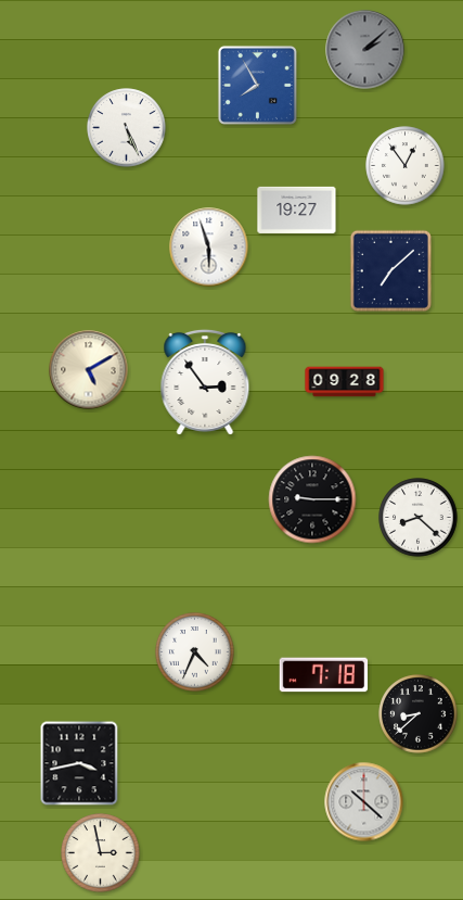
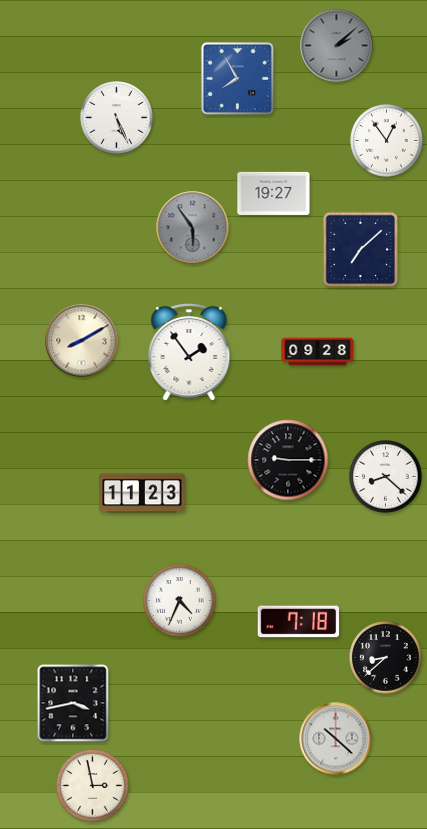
clock at (406, 166) position: (406, 166) -> (387, 141)
clock at (209, 248): 5:57 -> 5:54
clock at (209, 248) dial: white -> grey
clock at (89, 370): 5:10 -> 8:10
clock at (205, 381): 2:54 -> 1:54
clock at (142, 493): none -> 11:23
